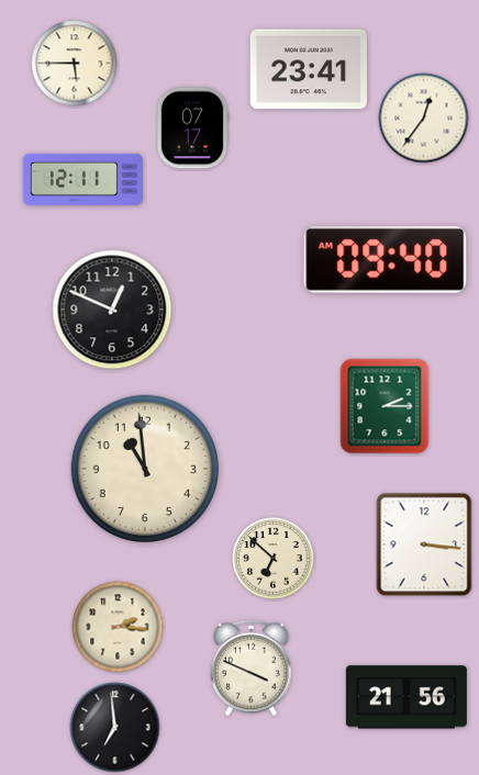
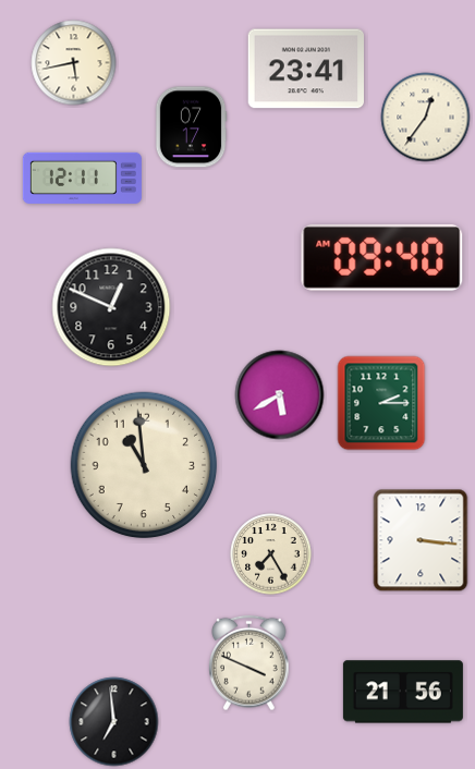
clock at (75, 64): 5:45 -> 5:43
clock at (424, 119) position: (424, 119) -> (426, 118)
clock at (280, 395): none -> 5:40
clock at (274, 559): 6:52 -> 7:25
clock at (118, 627): 2:16 -> none
